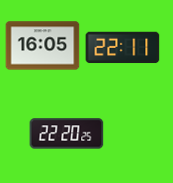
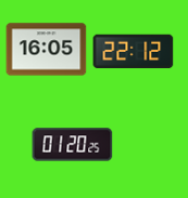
clock at (123, 48): 22:11 -> 22:12
clock at (67, 134): 22:20 -> 01:20
